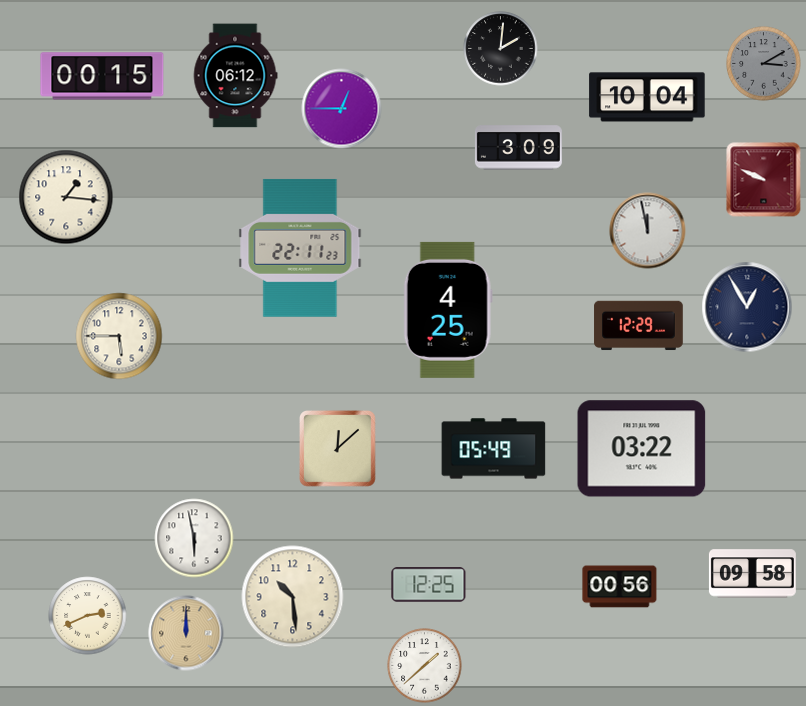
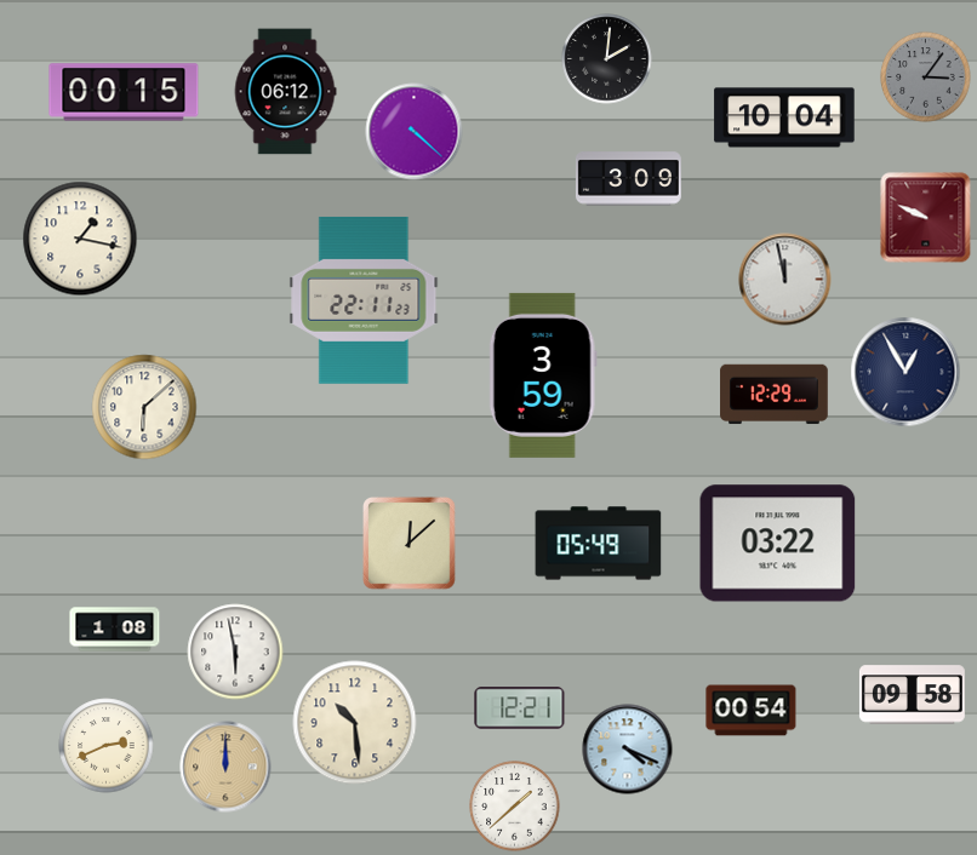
clock at (764, 64): 3:10 -> 3:06
clock at (342, 109): 12:45 -> 4:22
clock at (66, 197): 1:16 -> 1:17
clock at (448, 310): 4:25 -> 3:59
clock at (119, 336): 5:45 -> 6:08
clock at (115, 630): none -> 1:08
clock at (429, 585): 12:25 -> 12:21
clock at (620, 587): 00:56 -> 00:54
clock at (628, 750): none -> 4:19
